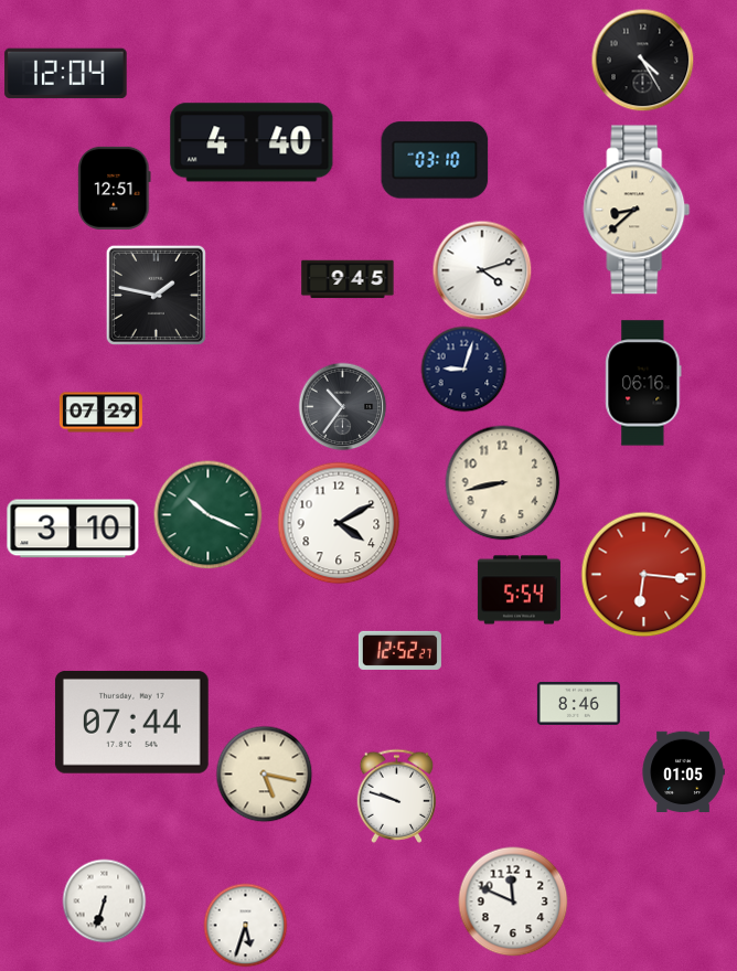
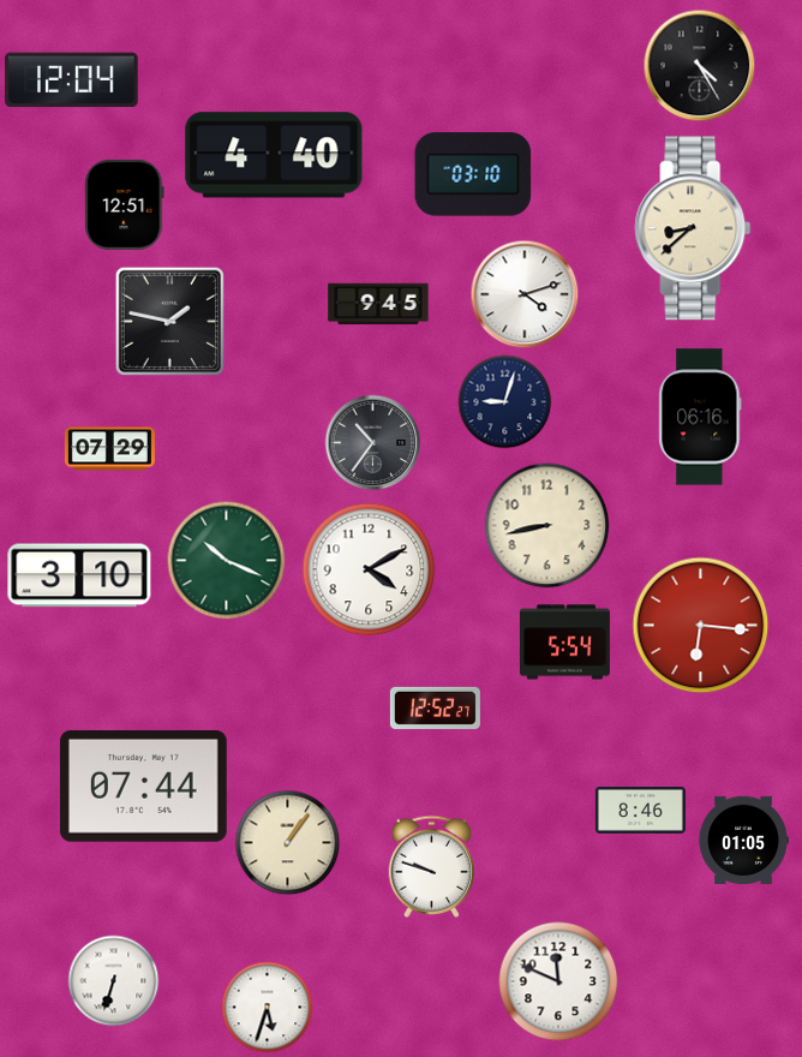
clock at (578, 703) position: (578, 703) -> (640, 810)
clock at (265, 775): 5:17 -> 1:06
